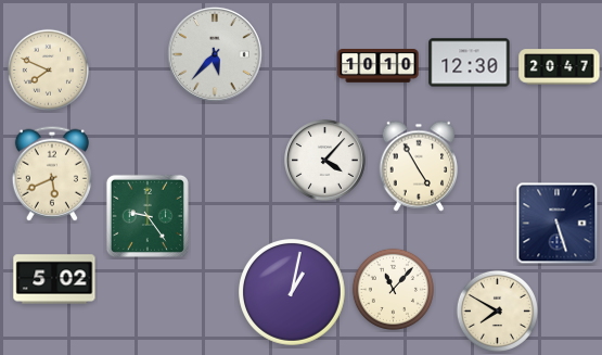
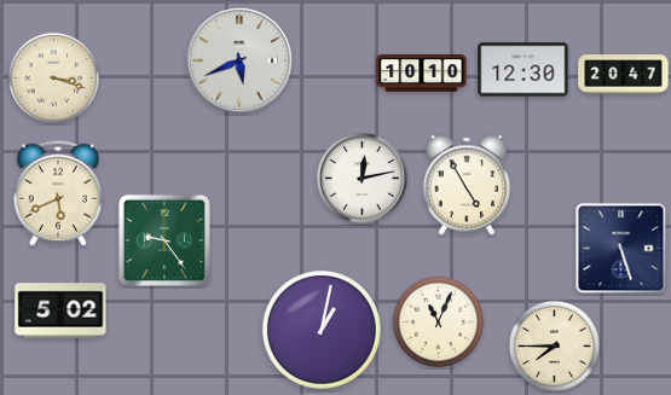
clock at (215, 54): 5:37 -> 5:41
clock at (48, 69): 7:49 -> 3:18
clock at (325, 161): 4:07 -> 12:13
clock at (393, 289): 11:07 -> 11:04
clock at (293, 293) position: (293, 293) -> (323, 331)
clock at (497, 310): 7:50 -> 7:45
